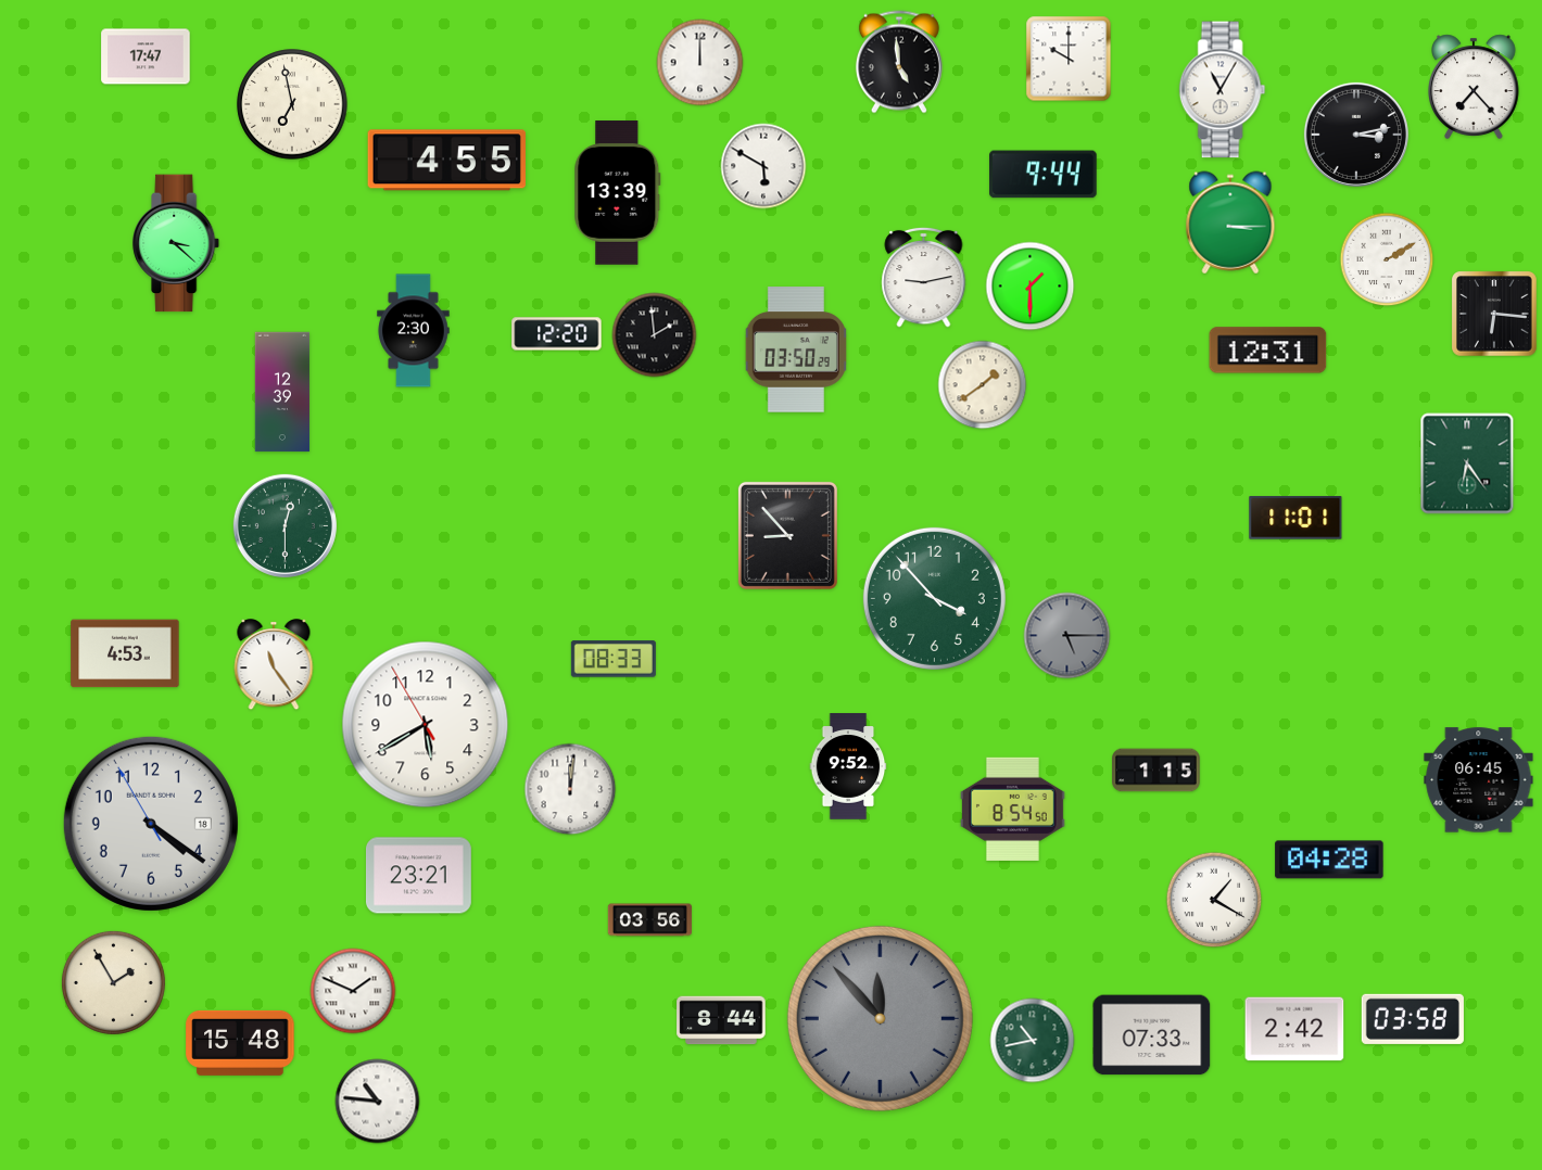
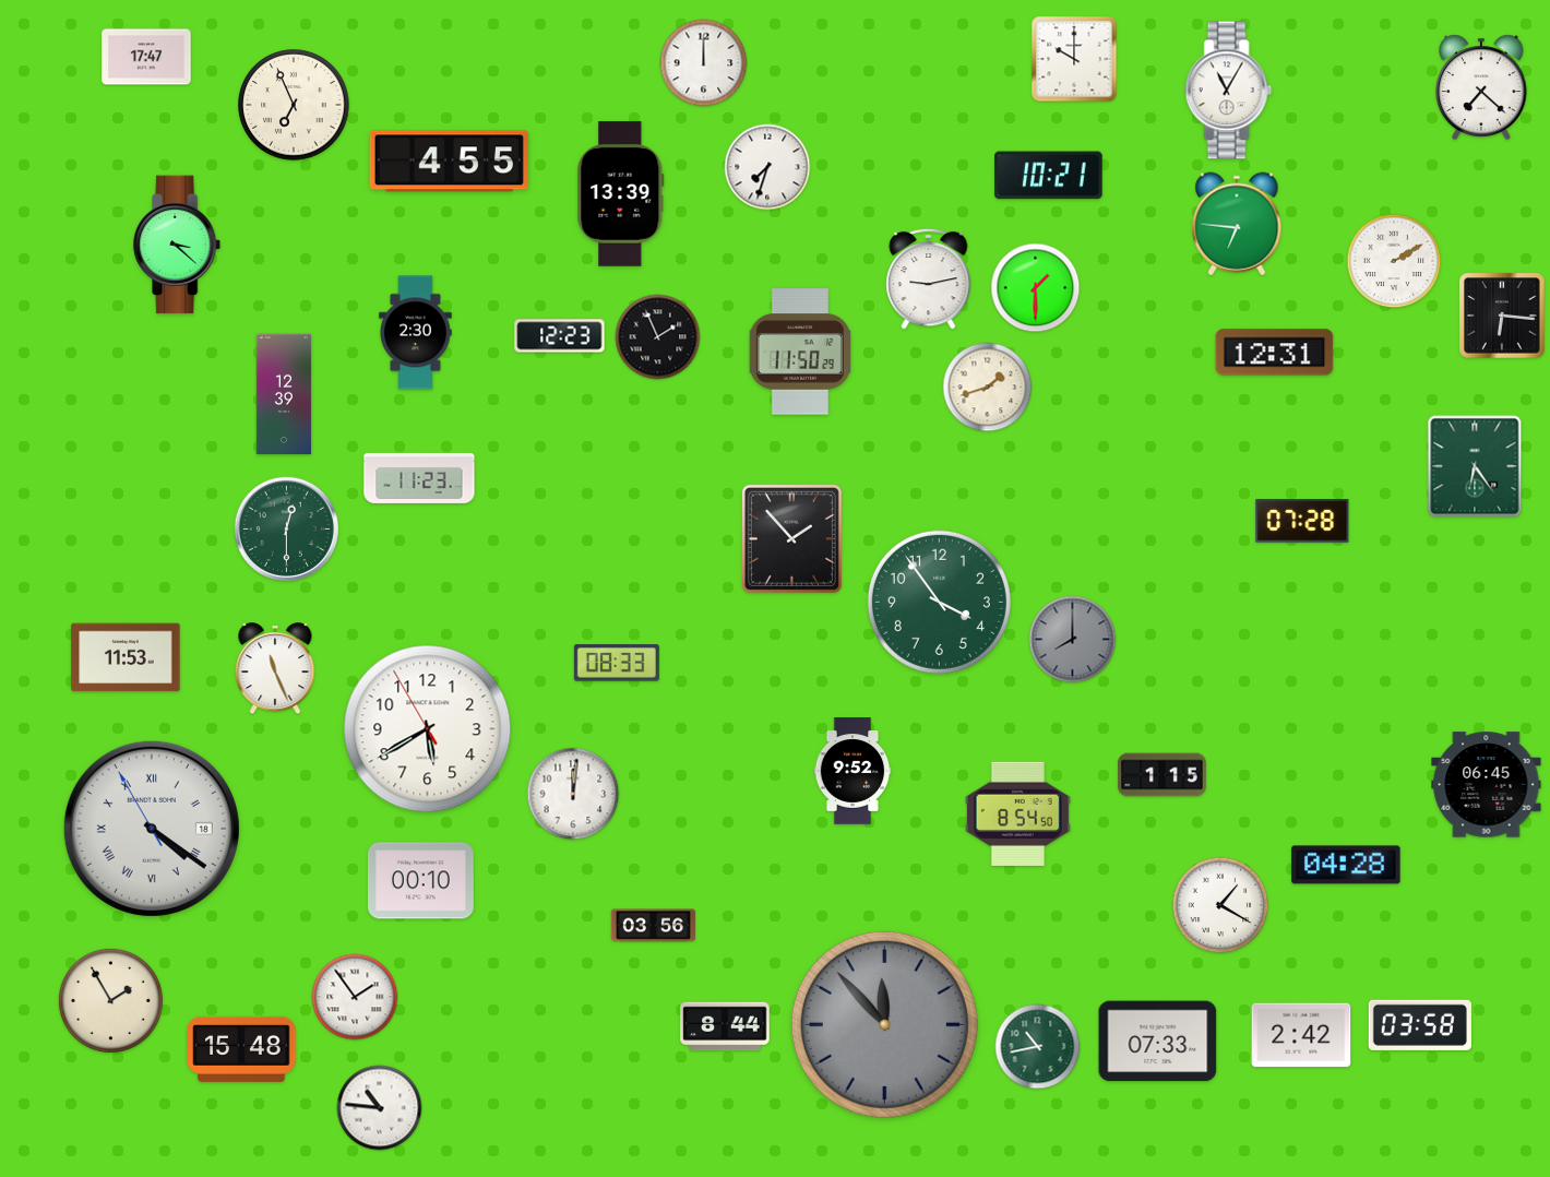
clock at (899, 62): 4:59 -> none
clock at (1475, 87): 7:23 -> 7:22
clock at (292, 104): 6:58 -> 6:56
clock at (1356, 135): 3:13 -> none
clock at (763, 166): 5:50 -> 7:33
clock at (1044, 175): 9:44 -> 10:21
clock at (1230, 222): 3:15 -> 6:46
clock at (557, 334): 12:20 -> 12:23
clock at (655, 335): 1:59 -> 1:56
clock at (796, 349): 03:50 -> 11:50
clock at (983, 385): 1:39 -> 1:42
clock at (419, 478): none -> 11:23
clock at (1295, 518): 11:01 -> 07:28
clock at (787, 535): 8:53 -> 1:53
clock at (934, 598): 3:53 -> 3:54
clock at (1067, 636): 5:15 -> 8:00
clock at (125, 653): 4:53 -> 11:53
clock at (274, 665): 11:24 -> 11:26
clock at (151, 824) numerals: Arabic -> Roman
clock at (1329, 860) position: (1329, 860) -> (1346, 865)
clock at (418, 876): 23:21 -> 00:10
clock at (113, 982) position: (113, 982) -> (110, 1000)
clock at (353, 991): 1:49 -> 1:54
